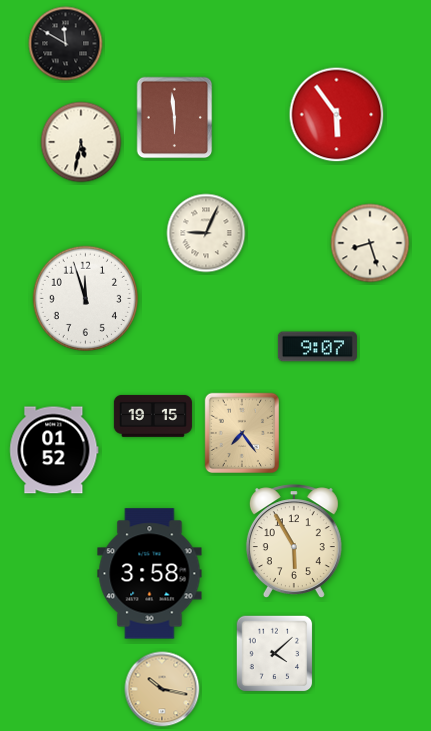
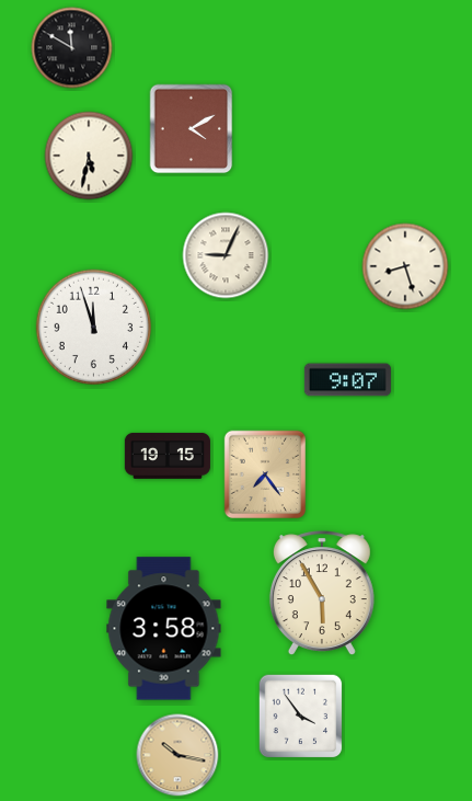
clock at (337, 115): 5:54 -> none
clock at (175, 118): 5:59 -> 4:10
clock at (54, 450): 01:52 -> none
clock at (275, 654): 4:08 -> 3:54
